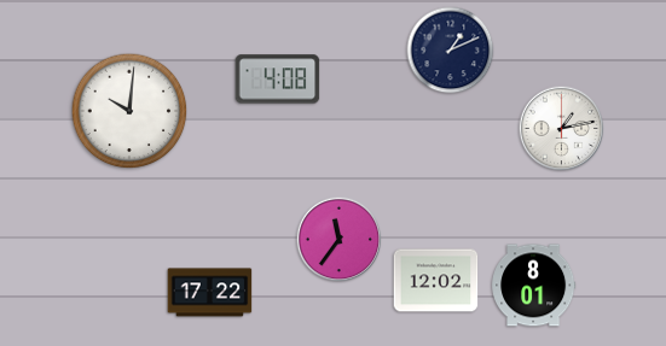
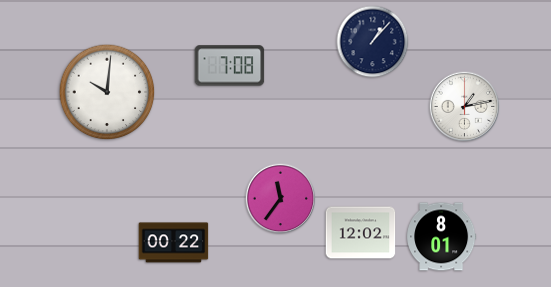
clock at (451, 51): 1:11 -> 1:07
clock at (278, 80): 4:08 -> 7:08
clock at (210, 293): 17:22 -> 00:22
